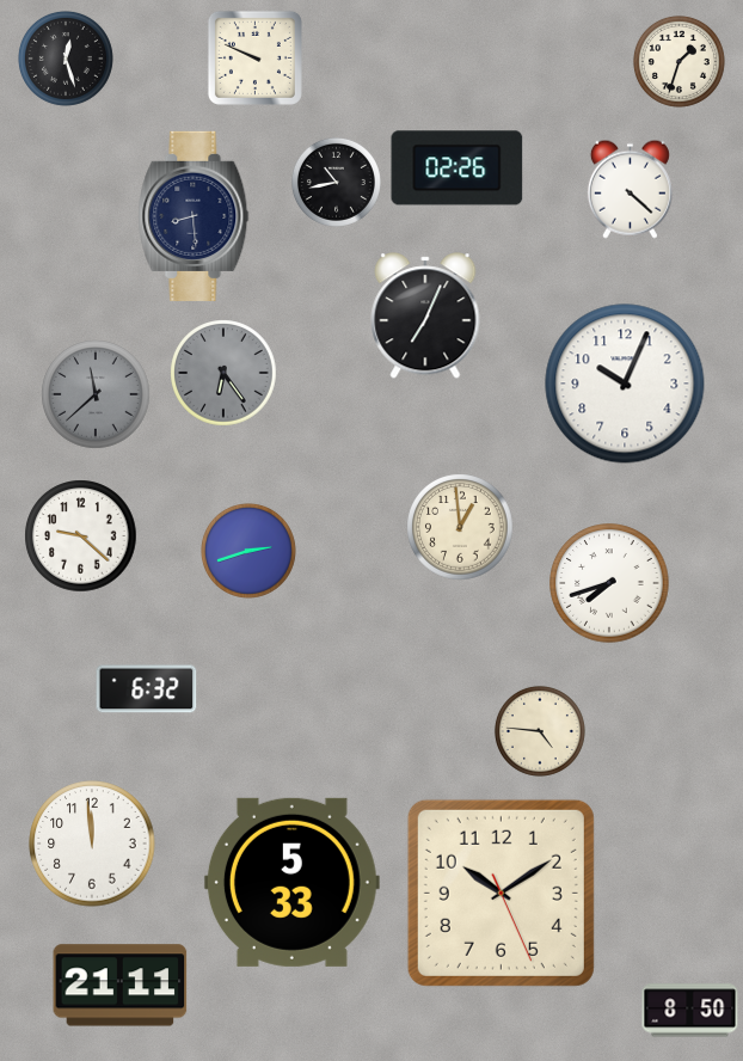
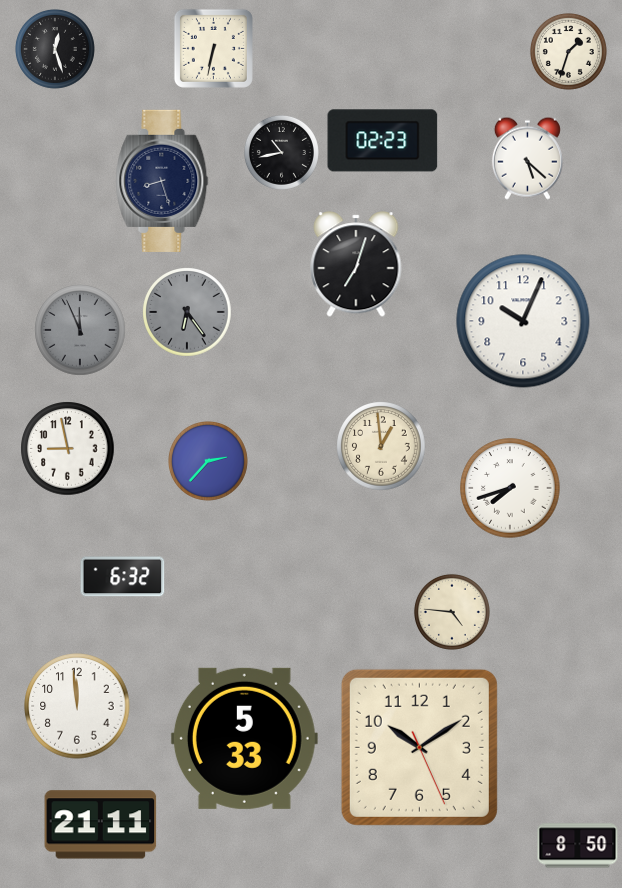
clock at (254, 57): 9:49 -> 6:32
clock at (458, 168): 02:26 -> 02:23
clock at (630, 189): 4:22 -> 5:22
clock at (194, 216): 8:29 -> 8:27
clock at (425, 315): 7:04 -> 7:03
clock at (96, 394): 11:38 -> 11:56
clock at (460, 527) position: (460, 527) -> (381, 446)
clock at (81, 536): 9:22 -> 8:58
clock at (248, 551): 2:42 -> 2:37
